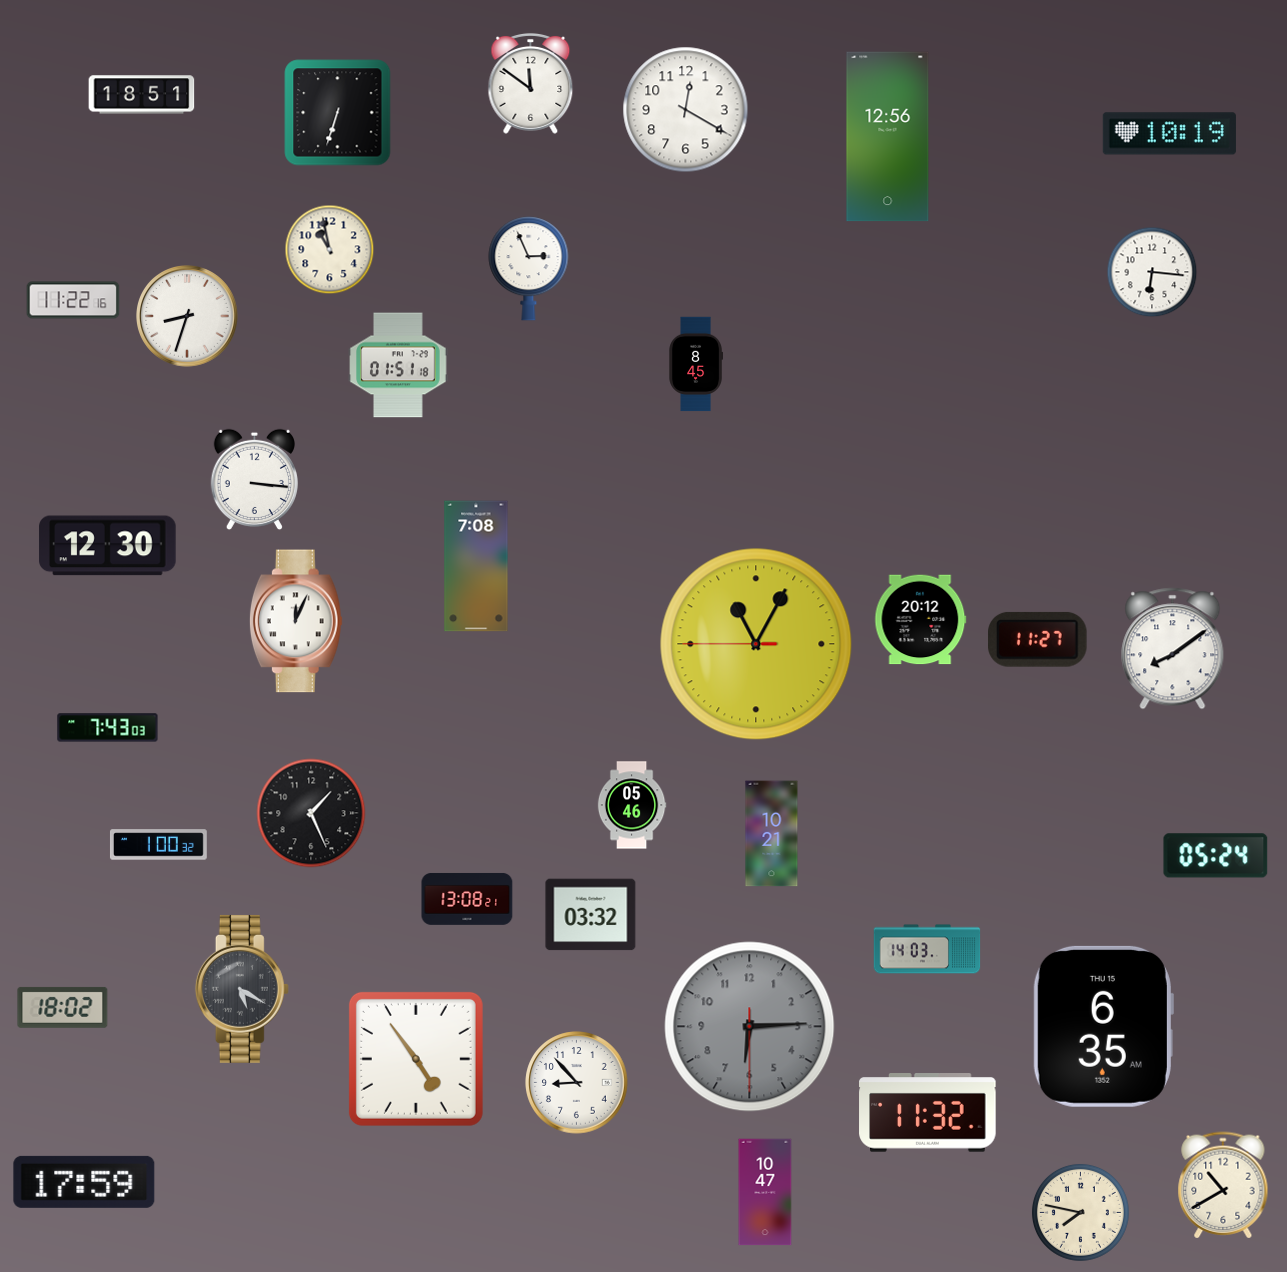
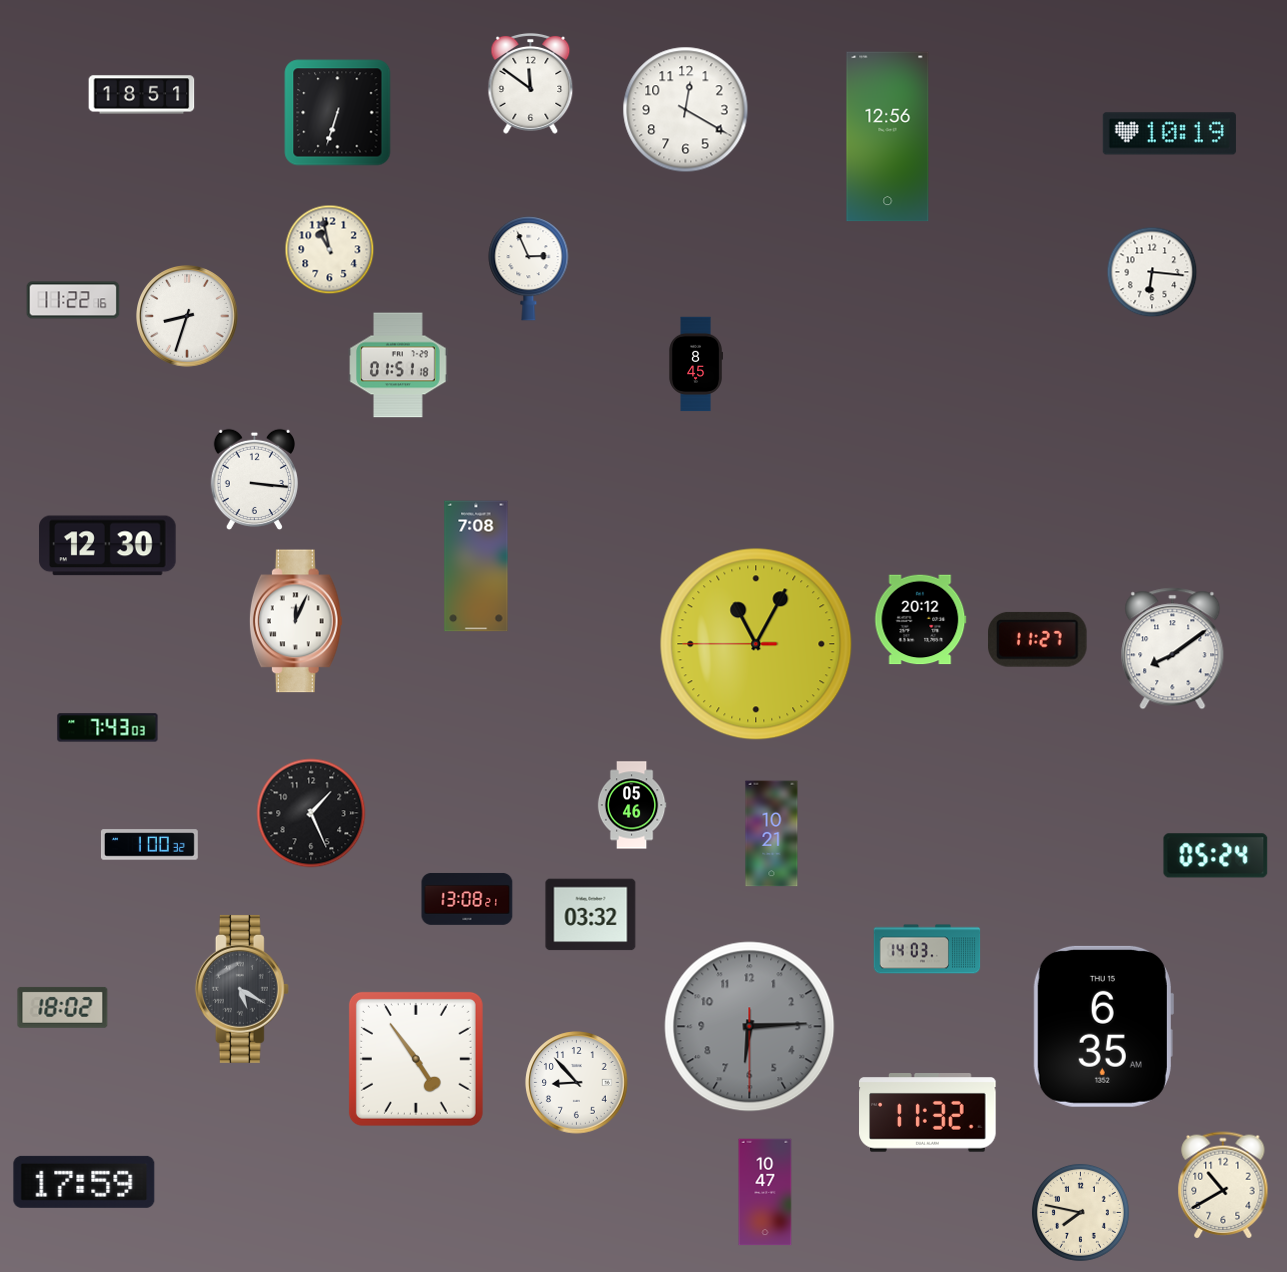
clock at (158, 845) position: (158, 845) -> (149, 845)
